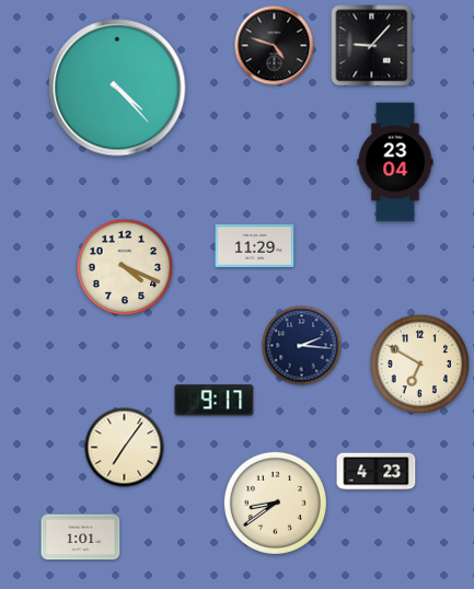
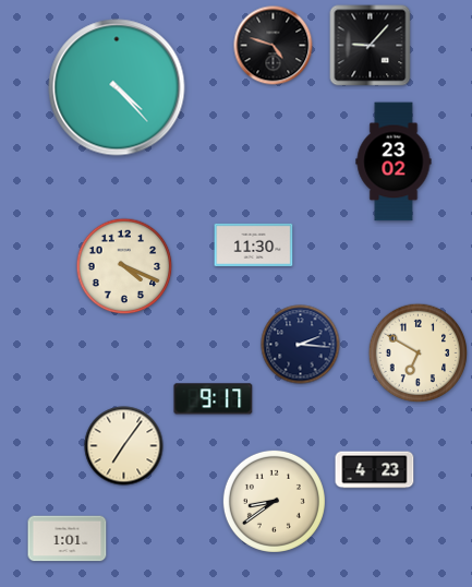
clock at (395, 162): 23:04 -> 23:02
clock at (255, 245): 11:29 -> 11:30
clock at (420, 365) position: (420, 365) -> (419, 354)
clock at (81, 538) position: (81, 538) -> (68, 539)
